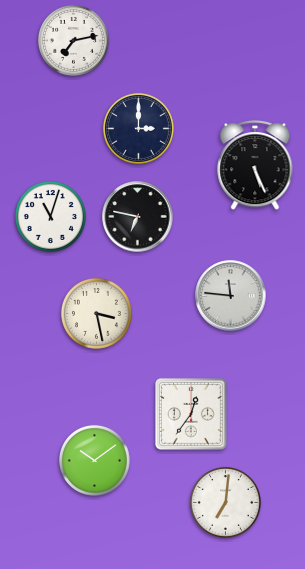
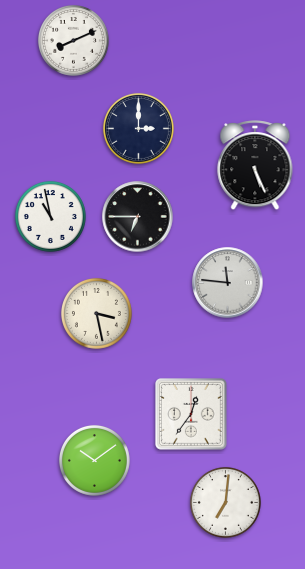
clock at (73, 40): 7:13 -> 8:11
clock at (50, 216): 11:03 -> 10:58
clock at (138, 217): 6:47 -> 6:45
clock at (231, 296) position: (231, 296) -> (228, 283)
